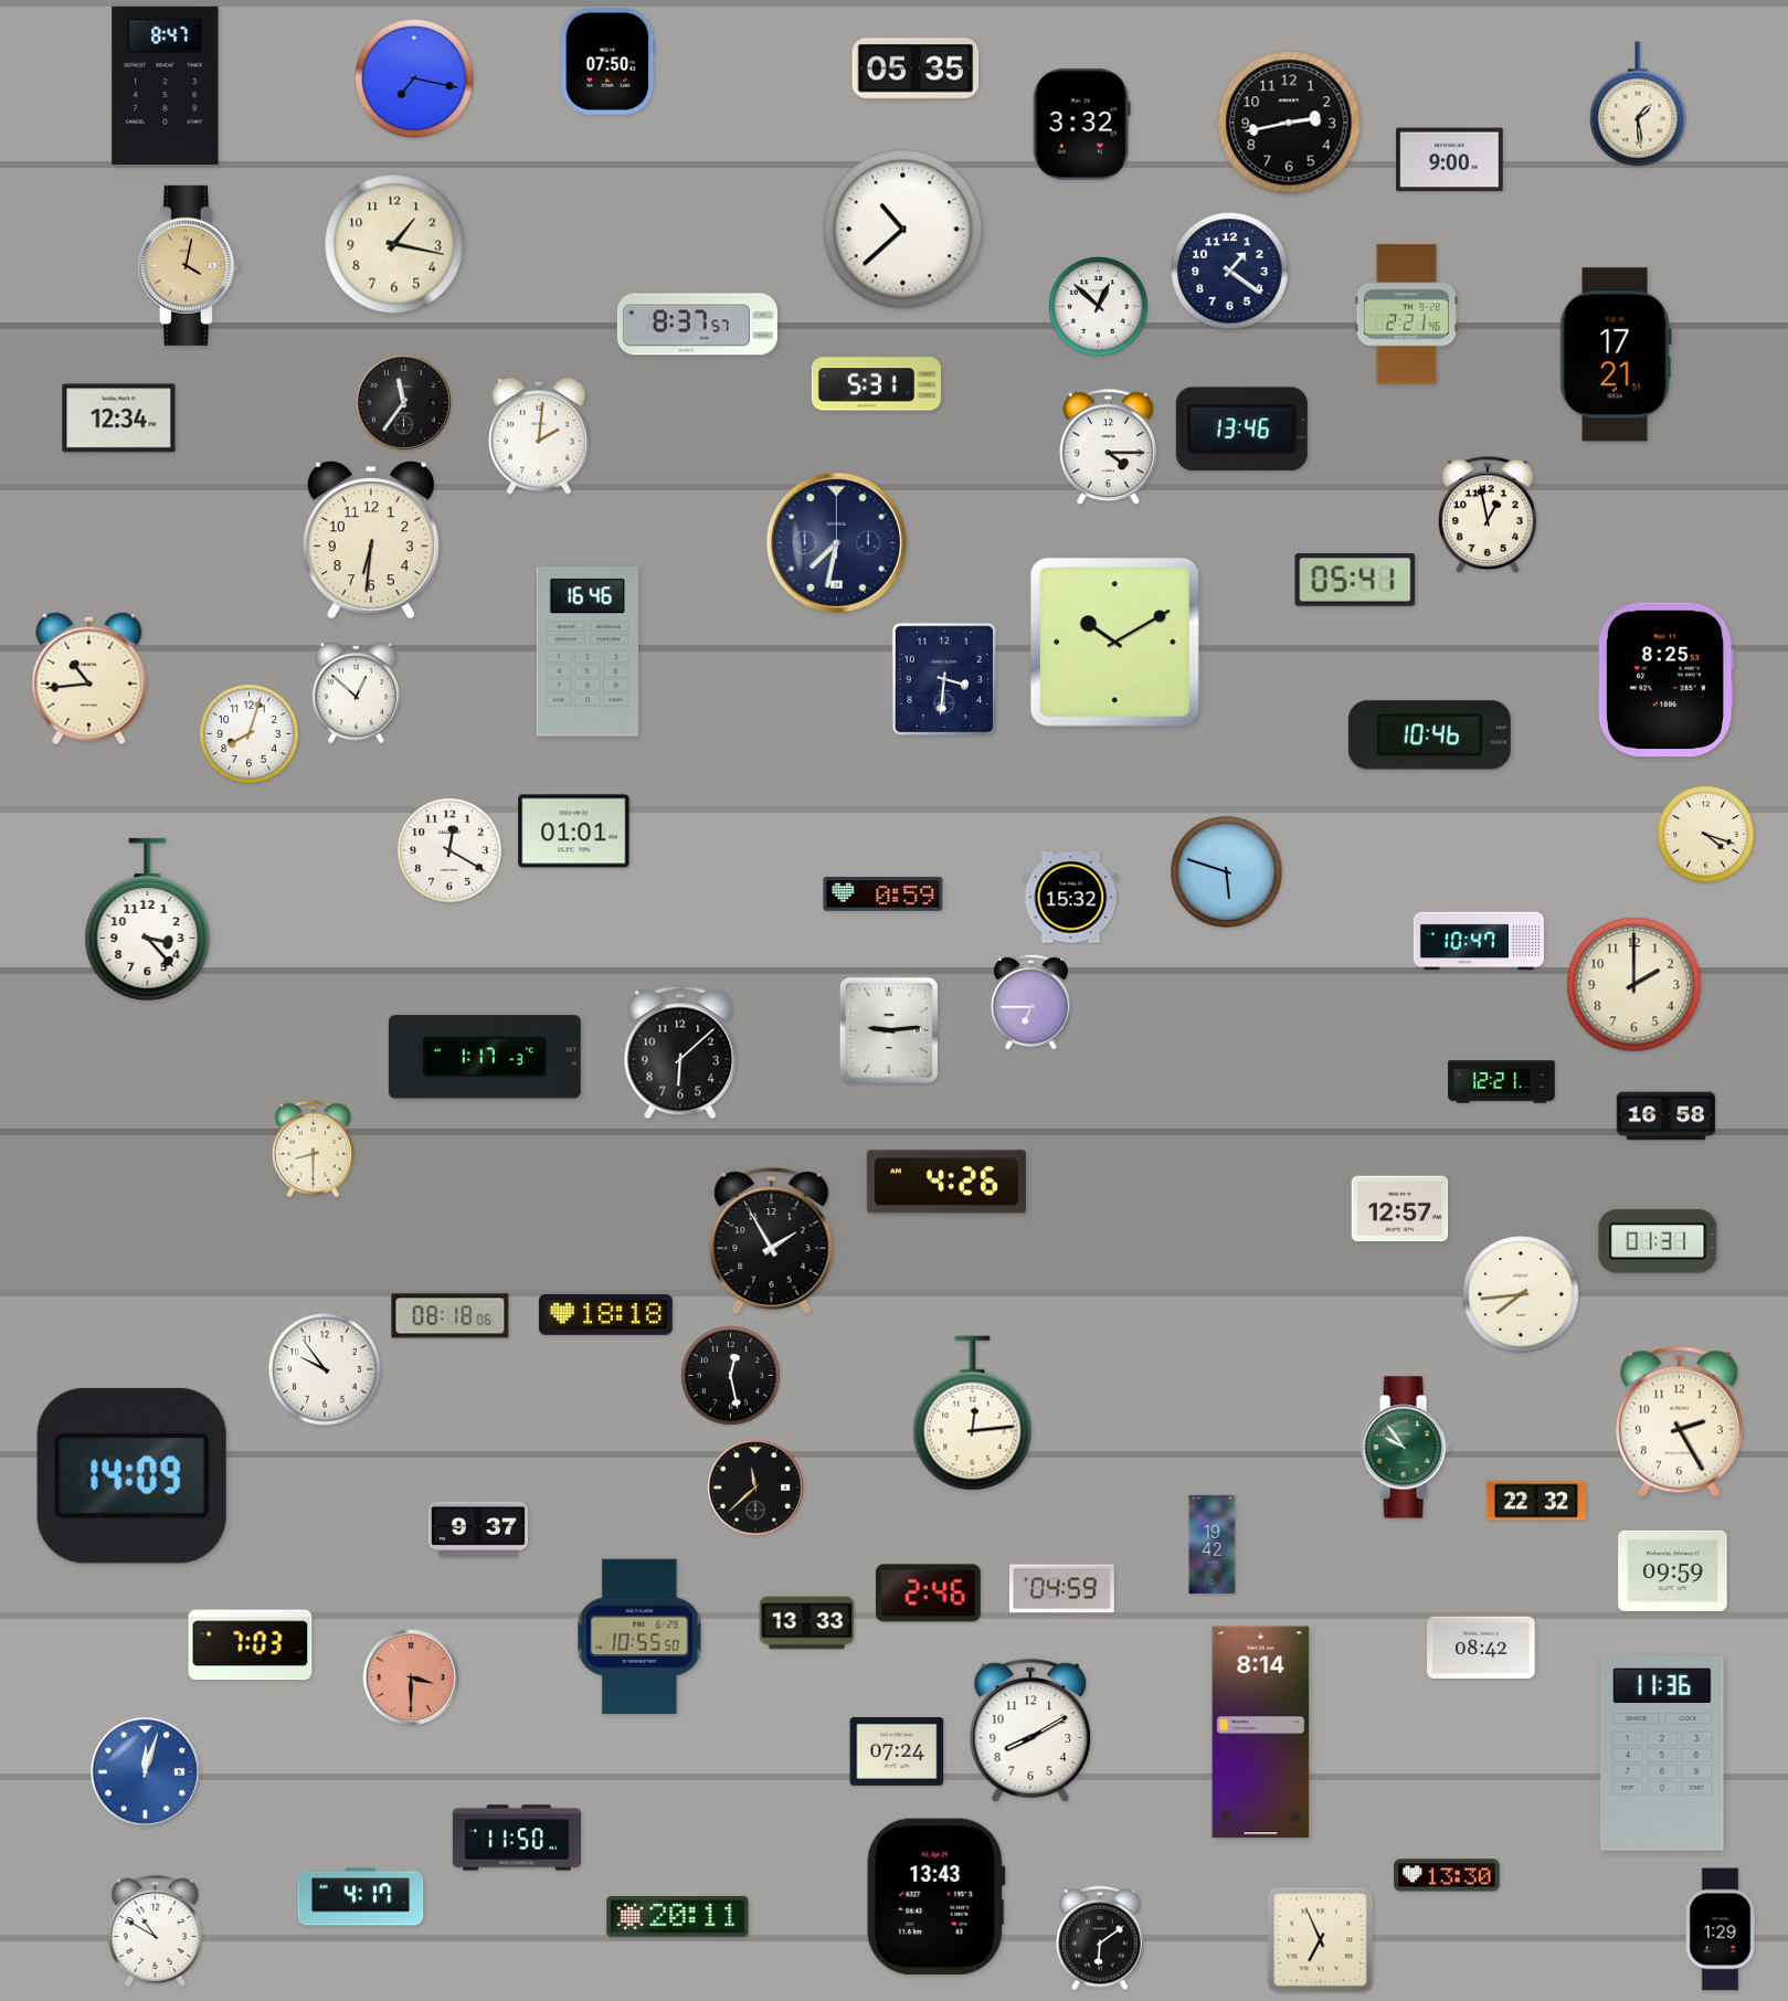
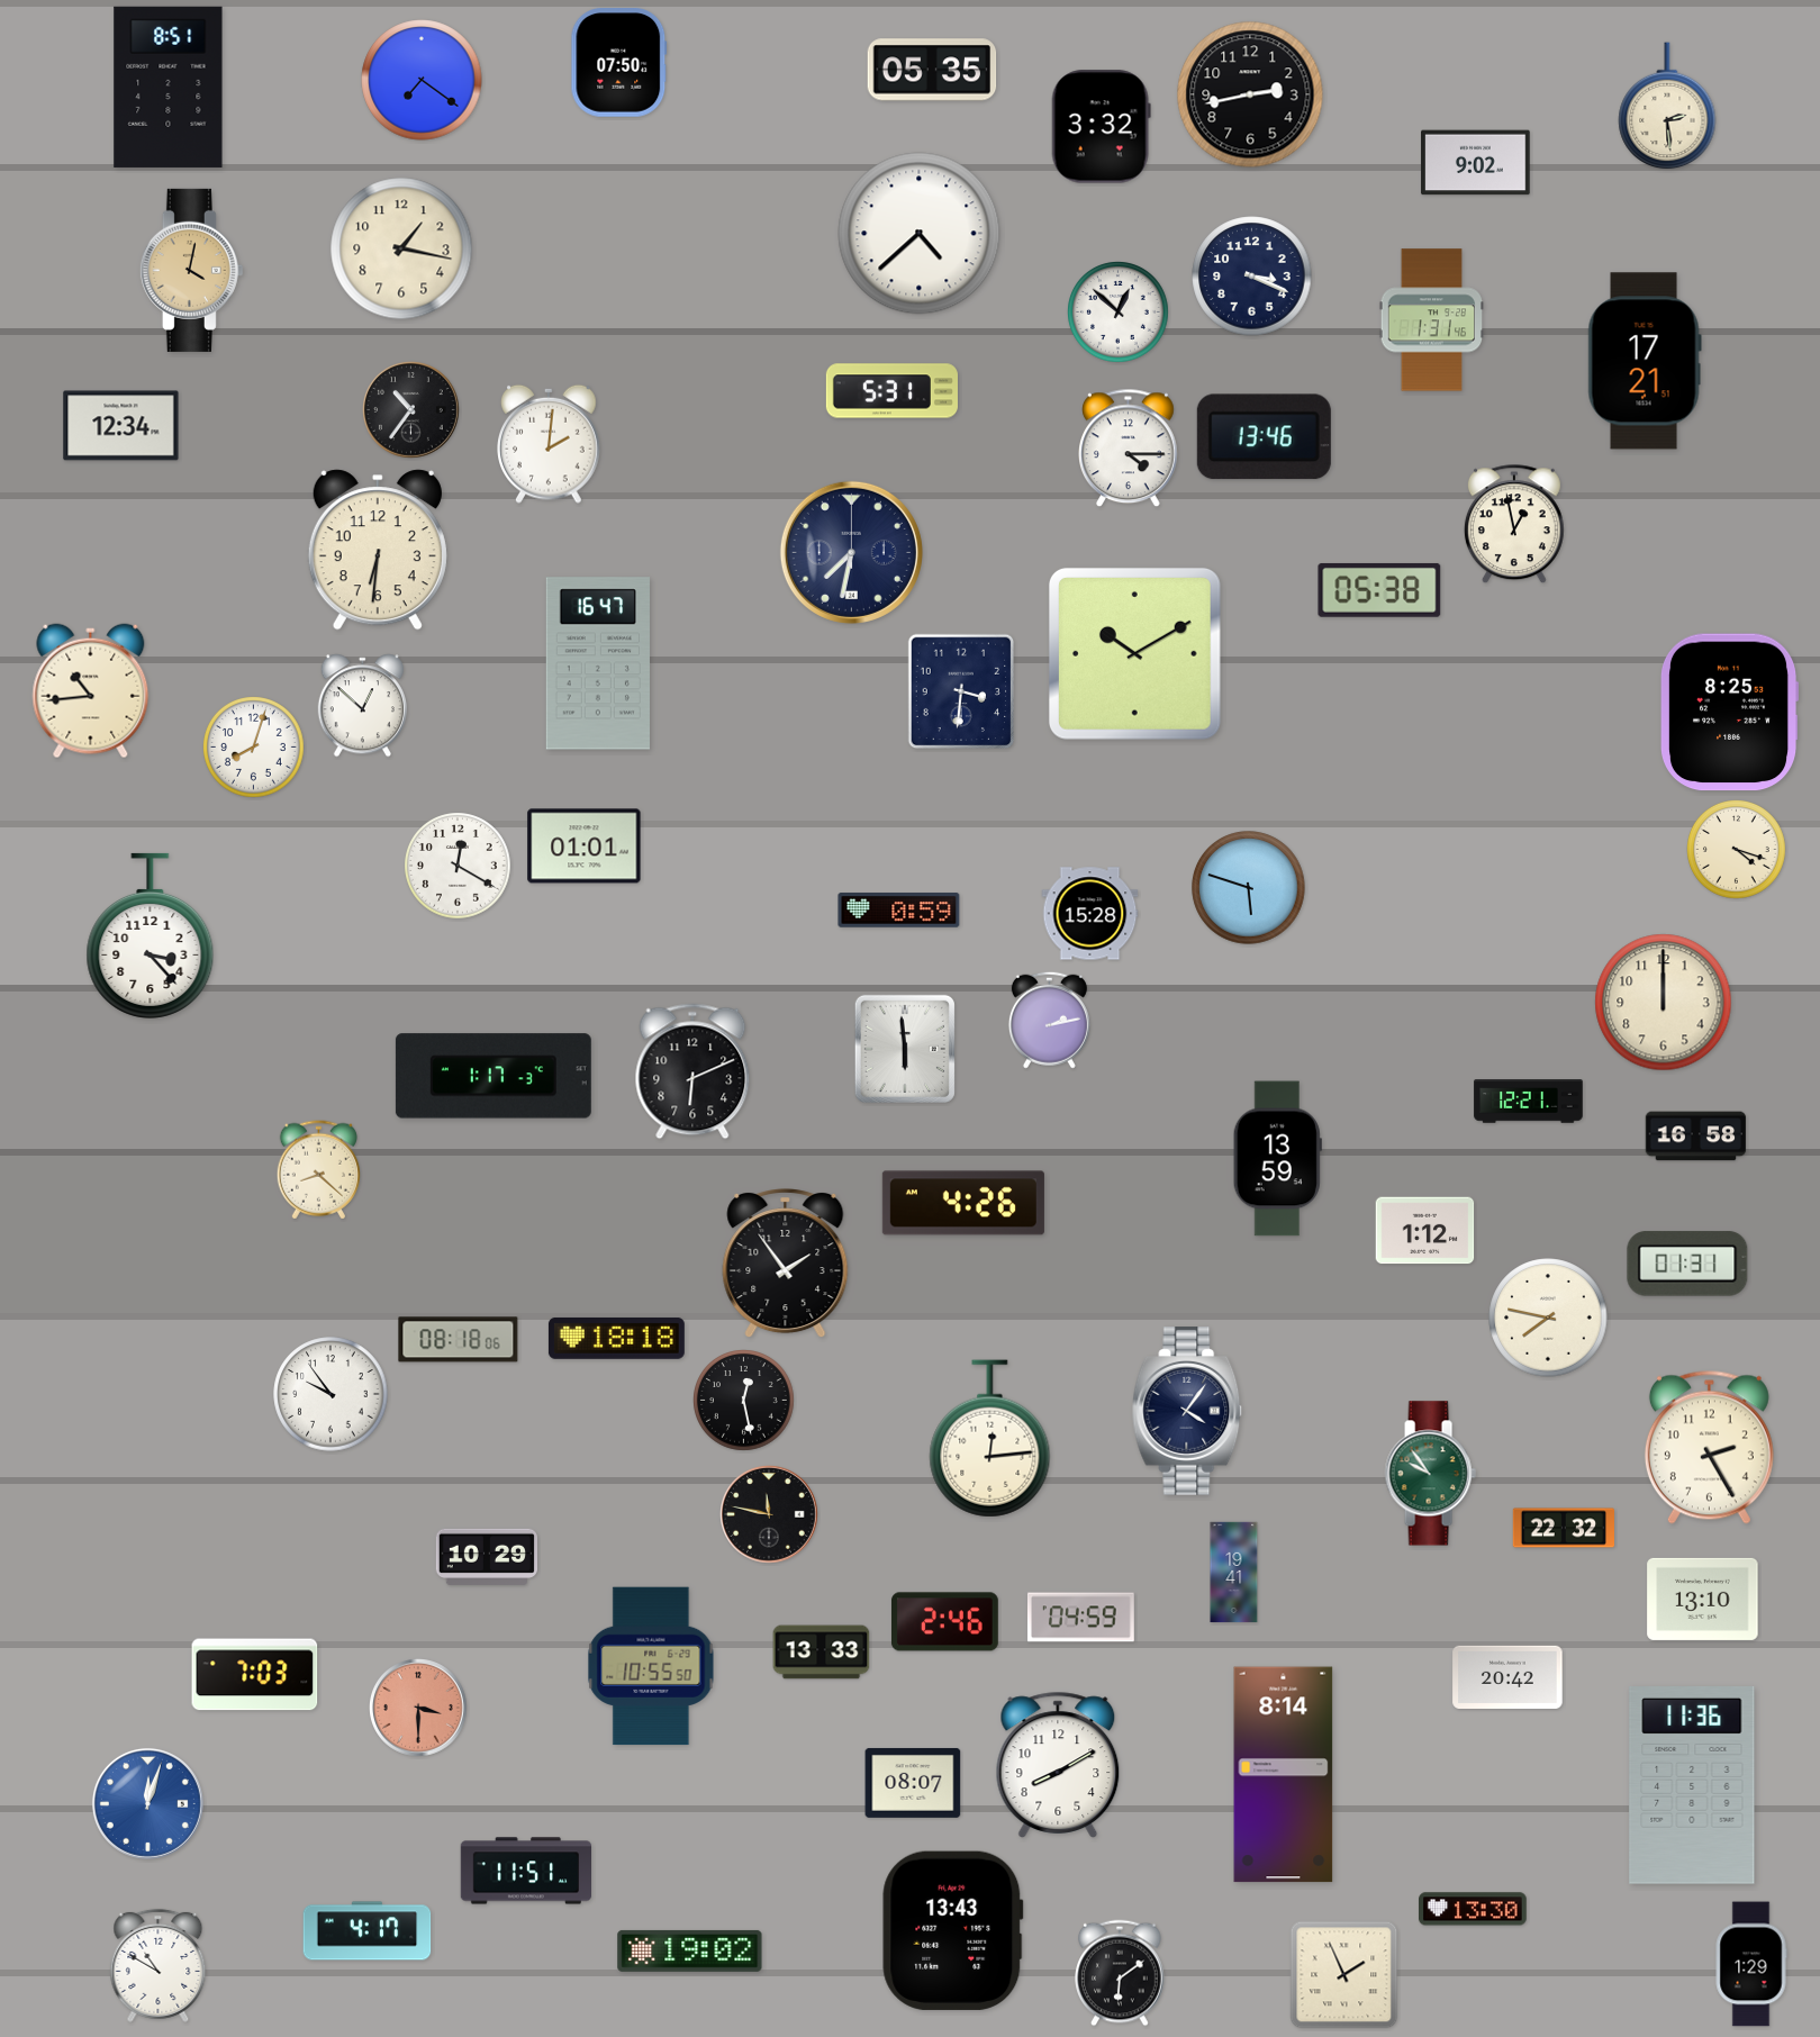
clock at (414, 78): 7:17 -> 7:21
clock at (166, 85): 8:47 -> 8:51
clock at (1638, 105): 1:29 -> 2:29
clock at (1289, 123) position: (1289, 123) -> (1250, 94)
clock at (1450, 160): 9:00 -> 9:02
clock at (903, 230): 10:38 -> 4:38
clock at (1230, 272): 1:21 -> 3:19
clock at (1407, 315): 2:21 -> 1:31
clock at (697, 325): 8:37 -> none
clock at (404, 403): 11:36 -> 10:36
clock at (1109, 447) position: (1109, 447) -> (1129, 449)
clock at (1355, 580): 05:41 -> 05:38
clock at (588, 652): 16:46 -> 16:47
clock at (1665, 680) position: (1665, 680) -> (1729, 713)
clock at (1429, 735): 10:46 -> none
clock at (1071, 898): 15:32 -> 15:28
clock at (1479, 941): 10:47 -> none
clock at (1634, 985): 2:00 -> 12:00
clock at (1030, 1002): 6:45 -> 2:13
clock at (889, 1030): 9:14 -> 5:59
clock at (680, 1052): 6:08 -> 6:11
clock at (1277, 1159): none -> 13:59
clock at (313, 1150): 8:30 -> 8:22
clock at (1400, 1209): 12:57 -> 1:12
clock at (772, 1242): 1:55 -> 1:54
clock at (1521, 1294): 7:44 -> 7:47
clock at (1187, 1411): none -> 4:06
clock at (131, 1475): 14:09 -> none
clock at (757, 1489): 11:38 -> 11:47
clock at (477, 1528): 9:37 -> 10:29
clock at (1213, 1545): 19:42 -> 19:41
clock at (1673, 1570): 09:59 -> 13:10
clock at (1481, 1648): 08:42 -> 20:42
clock at (1030, 1730) position: (1030, 1730) -> (1058, 1765)
clock at (1261, 1733) position: (1261, 1733) -> (1284, 1775)
clock at (897, 1751): 07:24 -> 08:07
clock at (516, 1838): 11:50 -> 11:51
clock at (678, 1916): 20:11 -> 19:02
clock at (1321, 1940): 6:56 -> 1:56
